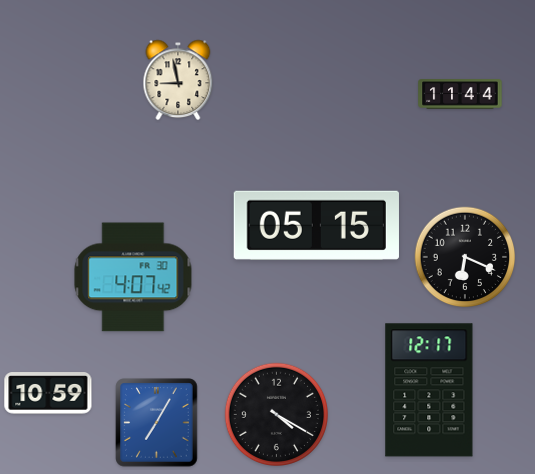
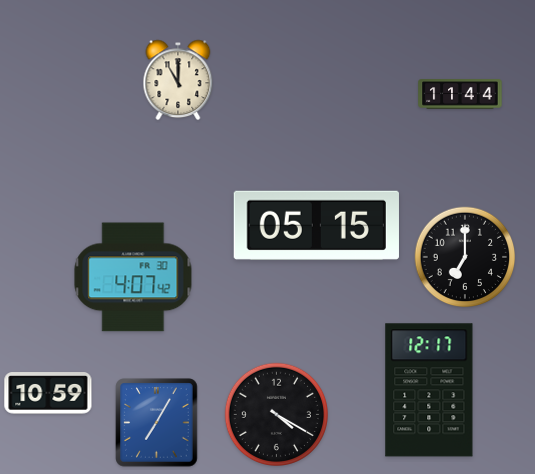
clock at (178, 80): 8:58 -> 11:00
clock at (465, 257): 6:19 -> 7:00
